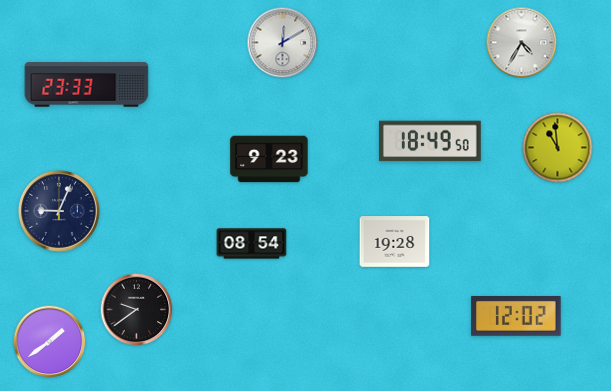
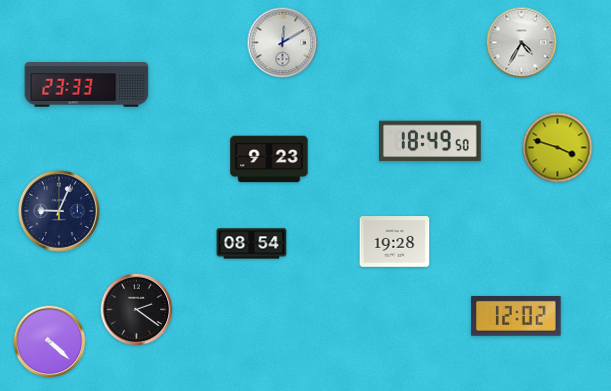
clock at (558, 148): 10:59 -> 3:48
clock at (137, 310): 9:39 -> 2:21
clock at (50, 342): 1:39 -> 4:22
